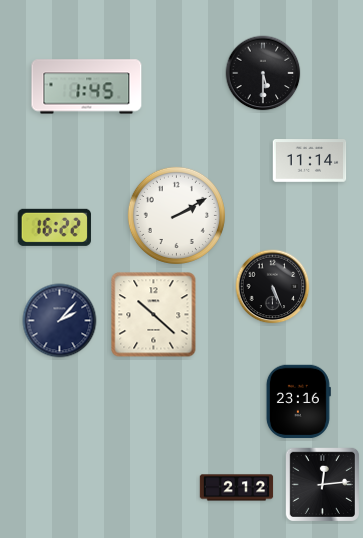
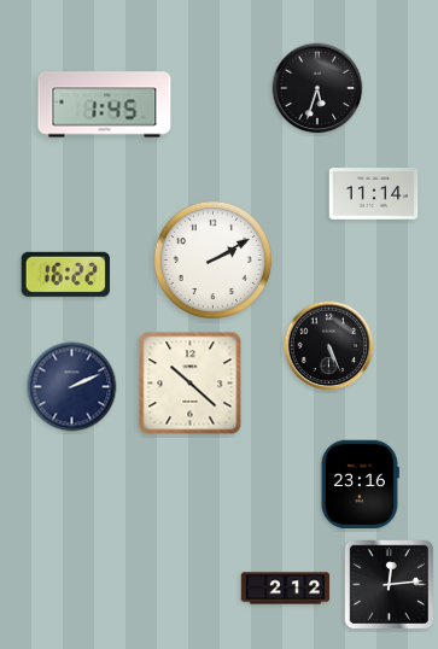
clock at (263, 73): 5:30 -> 5:33
clock at (154, 315) position: (154, 315) -> (191, 384)
clock at (60, 321): 2:07 -> 2:11
